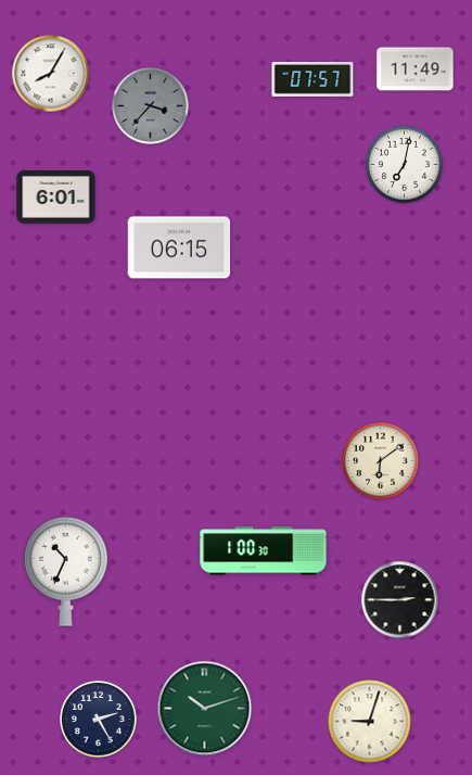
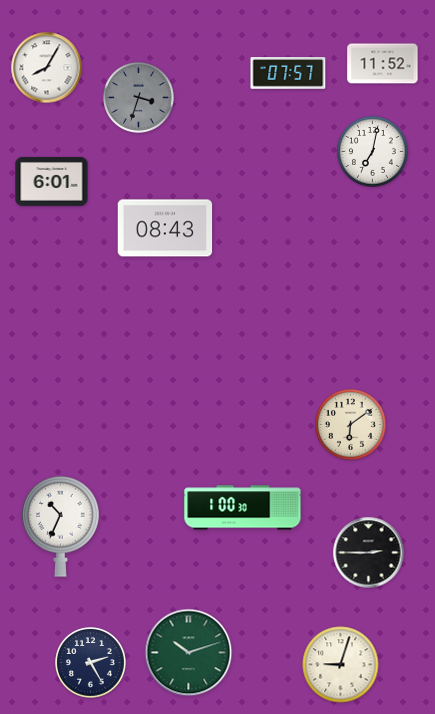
clock at (416, 69): 11:49 -> 11:52
clock at (151, 106): 3:37 -> 3:33
clock at (179, 247): 06:15 -> 08:43
